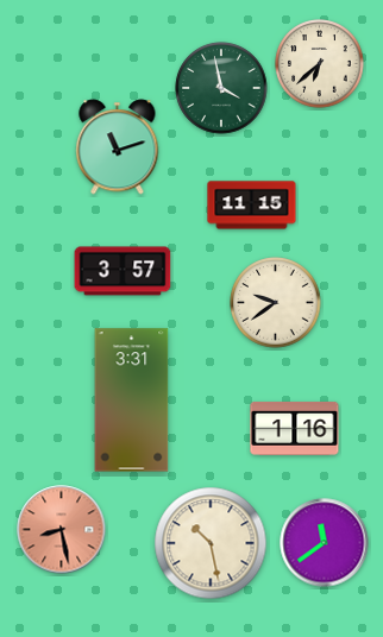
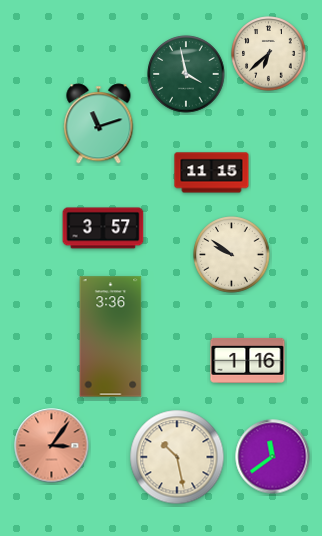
clock at (276, 303): 9:39 -> 9:51
clock at (132, 401): 3:31 -> 3:36
clock at (62, 530): 8:28 -> 3:06
